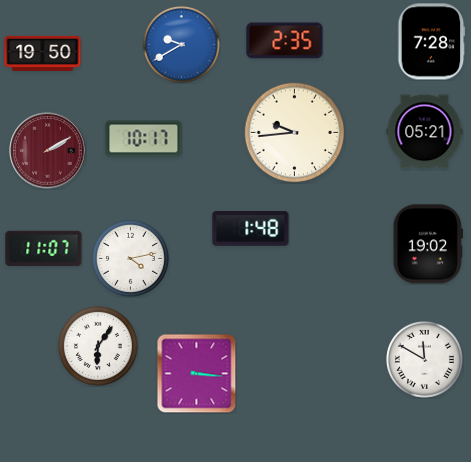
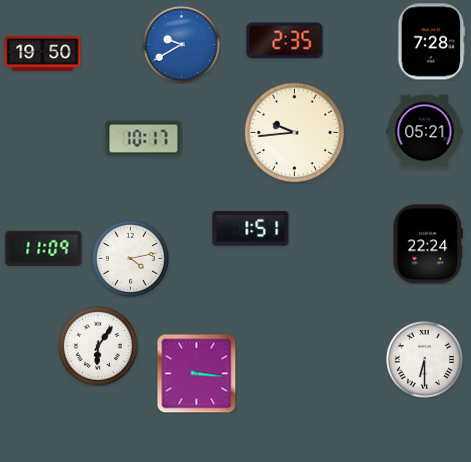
clock at (48, 151): 2:10 -> none
clock at (251, 229): 1:48 -> 1:51
clock at (427, 244): 19:02 -> 22:24
clock at (44, 248): 11:07 -> 11:09
clock at (424, 359): 11:50 -> 6:30
